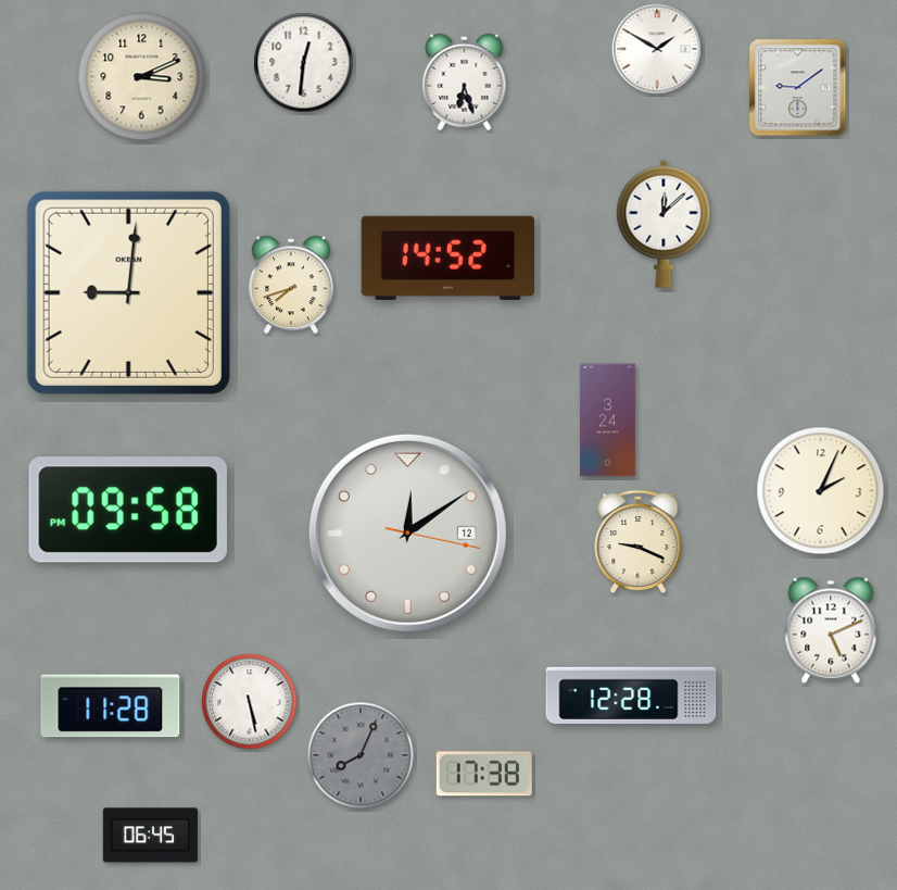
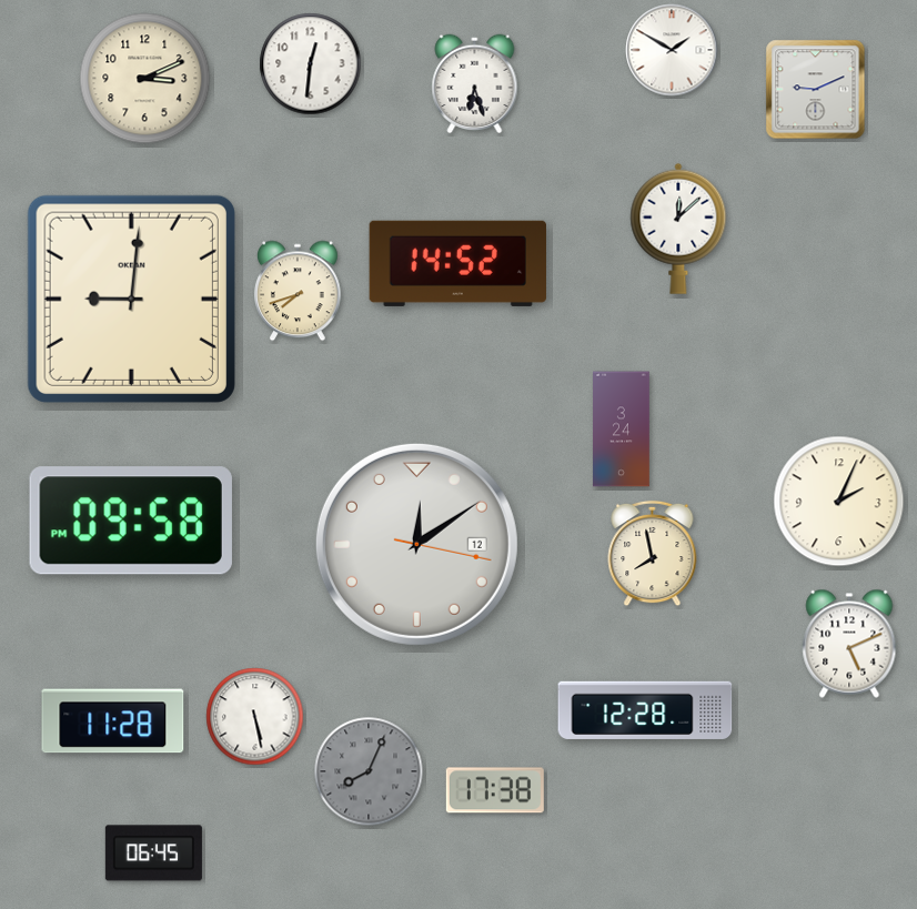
clock at (798, 88): 9:09 -> 9:11
clock at (639, 542): 9:19 -> 7:58
